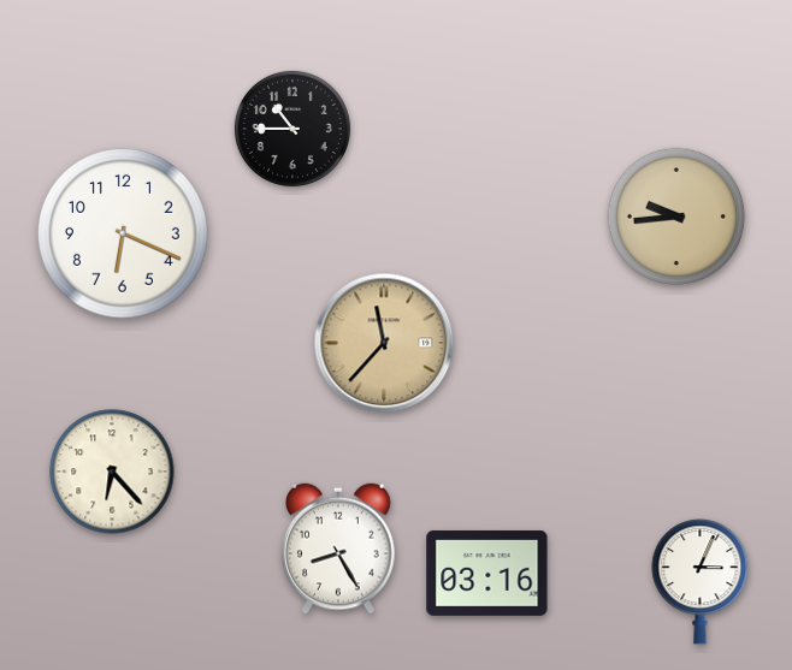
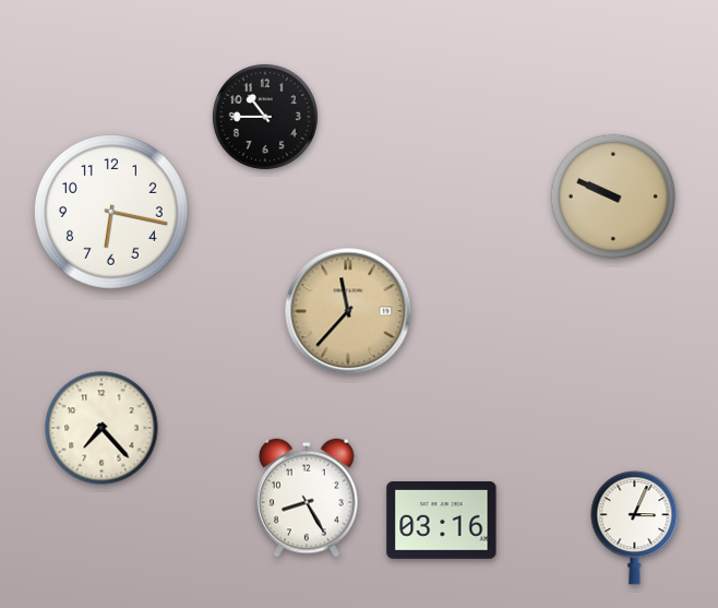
clock at (676, 217): 9:44 -> 9:49
clock at (123, 233): 6:19 -> 6:17
clock at (112, 472): 6:23 -> 7:23
